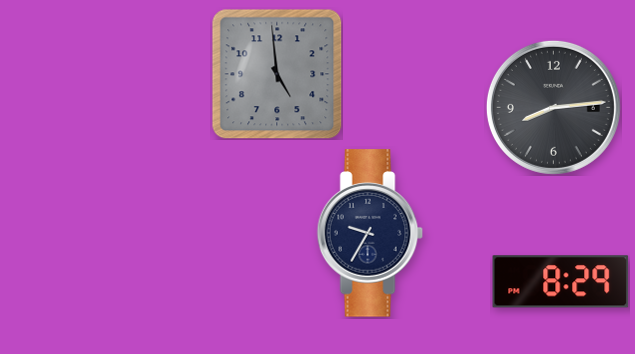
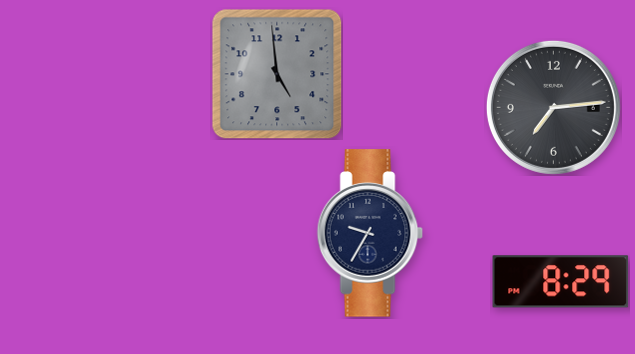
clock at (553, 107): 8:14 -> 7:14
